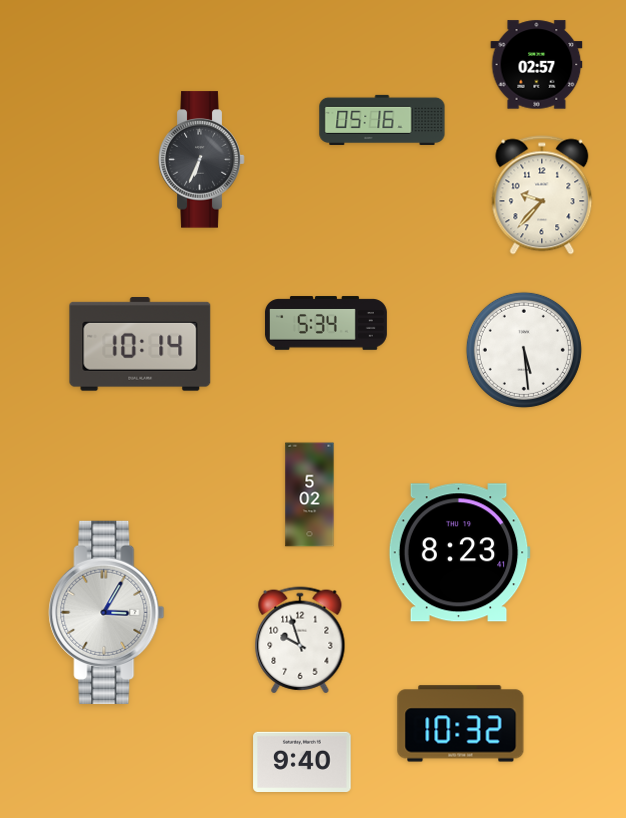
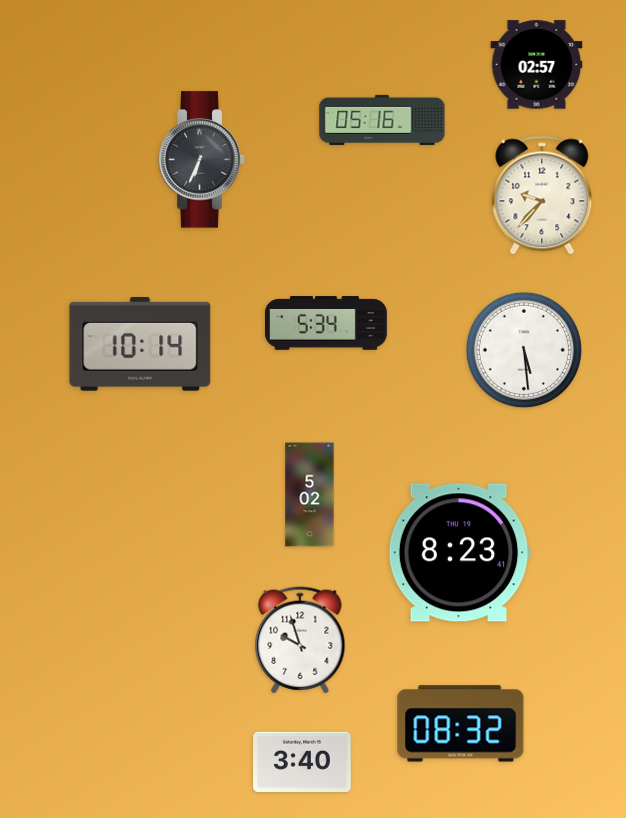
clock at (107, 612): 3:05 -> none
clock at (461, 724): 10:32 -> 08:32
clock at (302, 761): 9:40 -> 3:40
